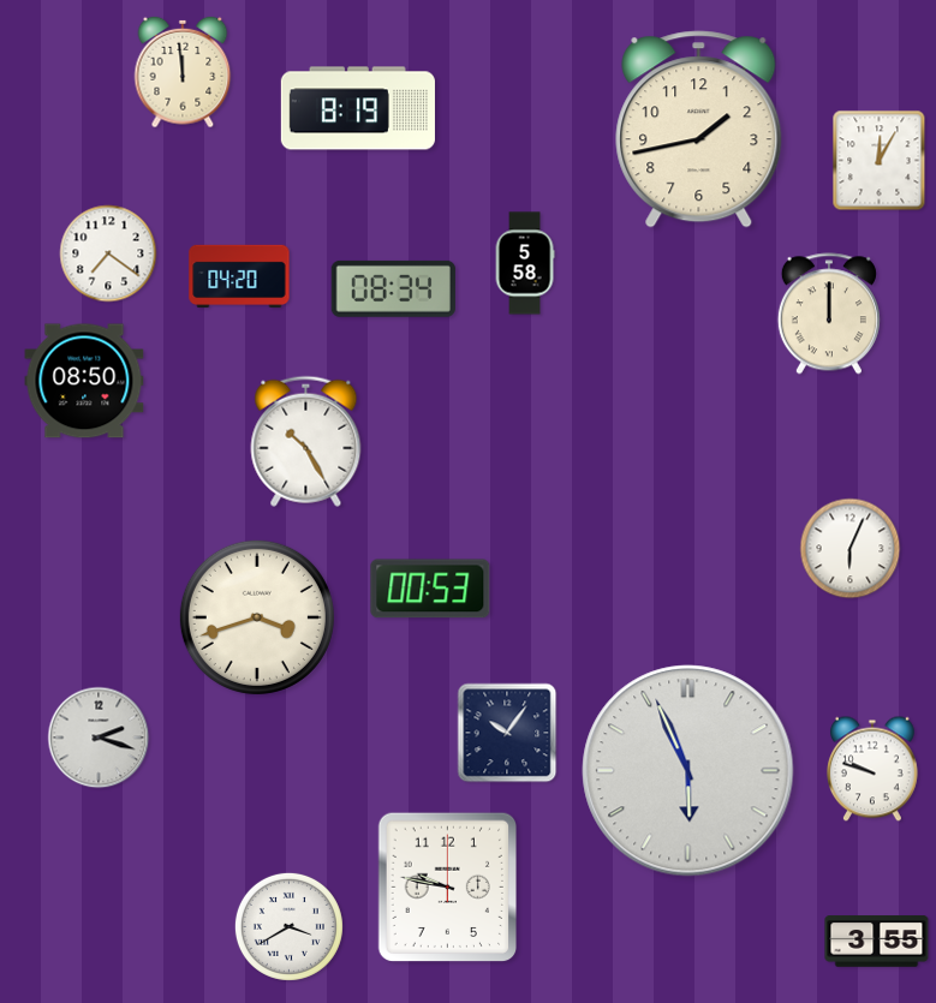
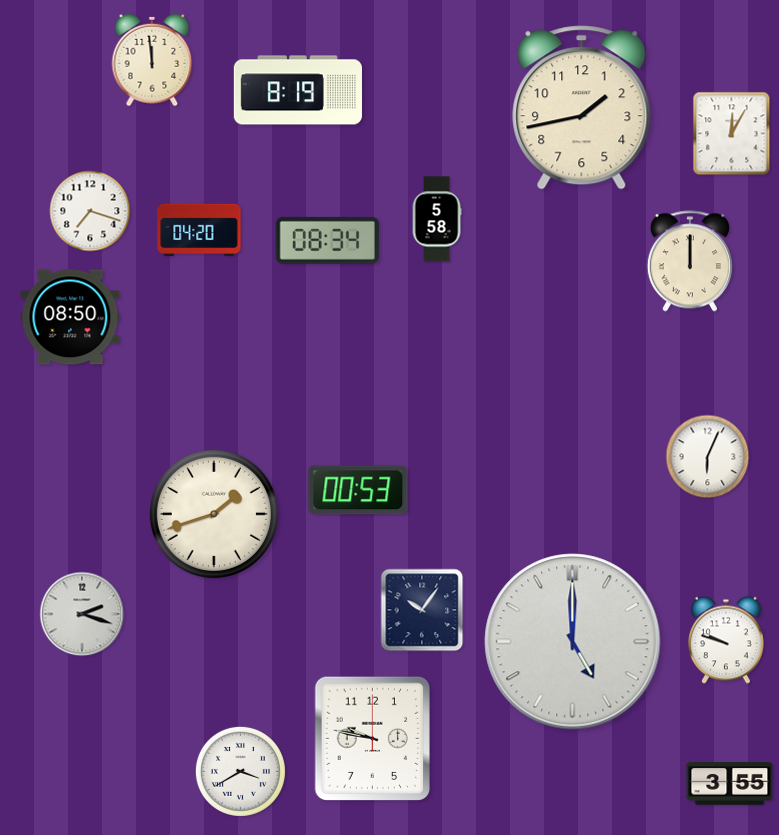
clock at (108, 253): 7:21 -> 7:18
clock at (306, 441): 10:25 -> none
clock at (257, 617): 3:42 -> 1:42
clock at (688, 771): 5:56 -> 5:00
